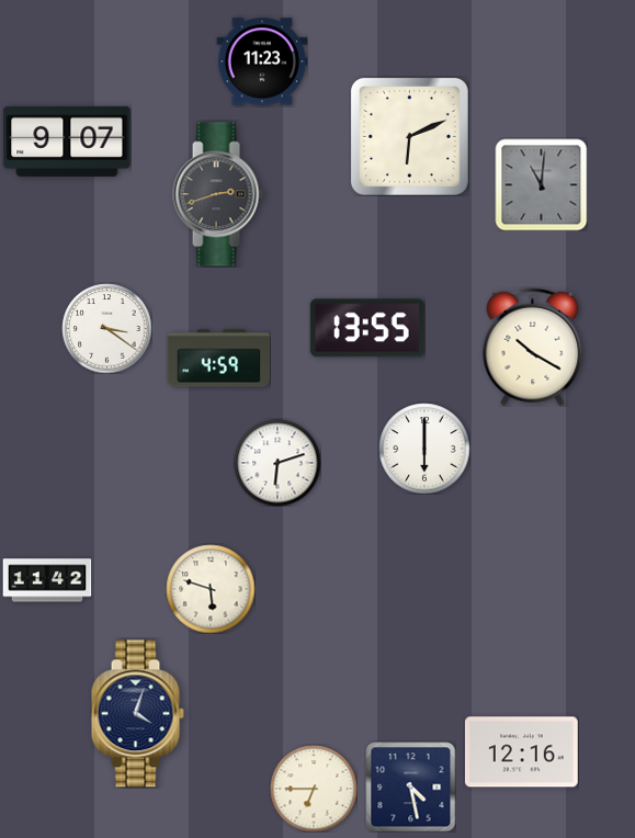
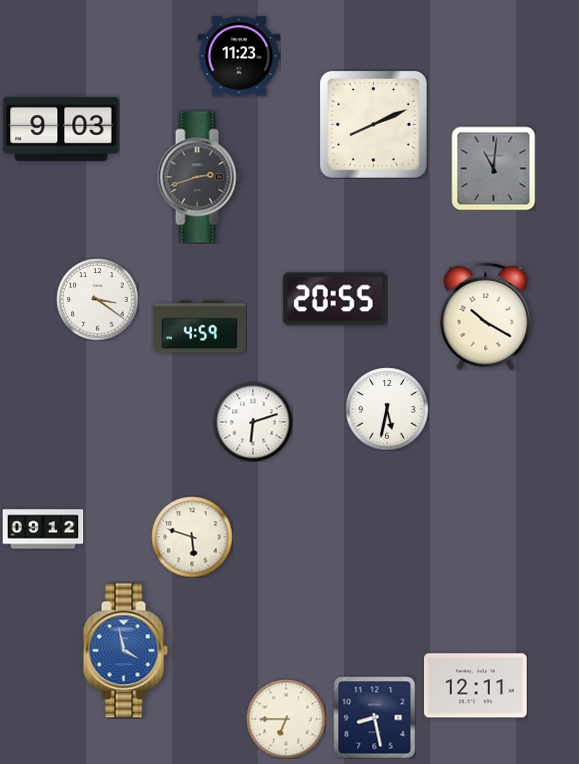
clock at (409, 136): 6:11 -> 8:11
clock at (67, 141): 9:07 -> 9:03
clock at (367, 328): 13:55 -> 20:55
clock at (424, 449): 6:00 -> 5:32
clock at (47, 580): 11:42 -> 09:12
clock at (137, 714): 4:03 -> 3:58
clock at (137, 714) dial: navy -> blue
clock at (521, 752): 12:16 -> 12:11
clock at (410, 786): 4:28 -> 8:28
